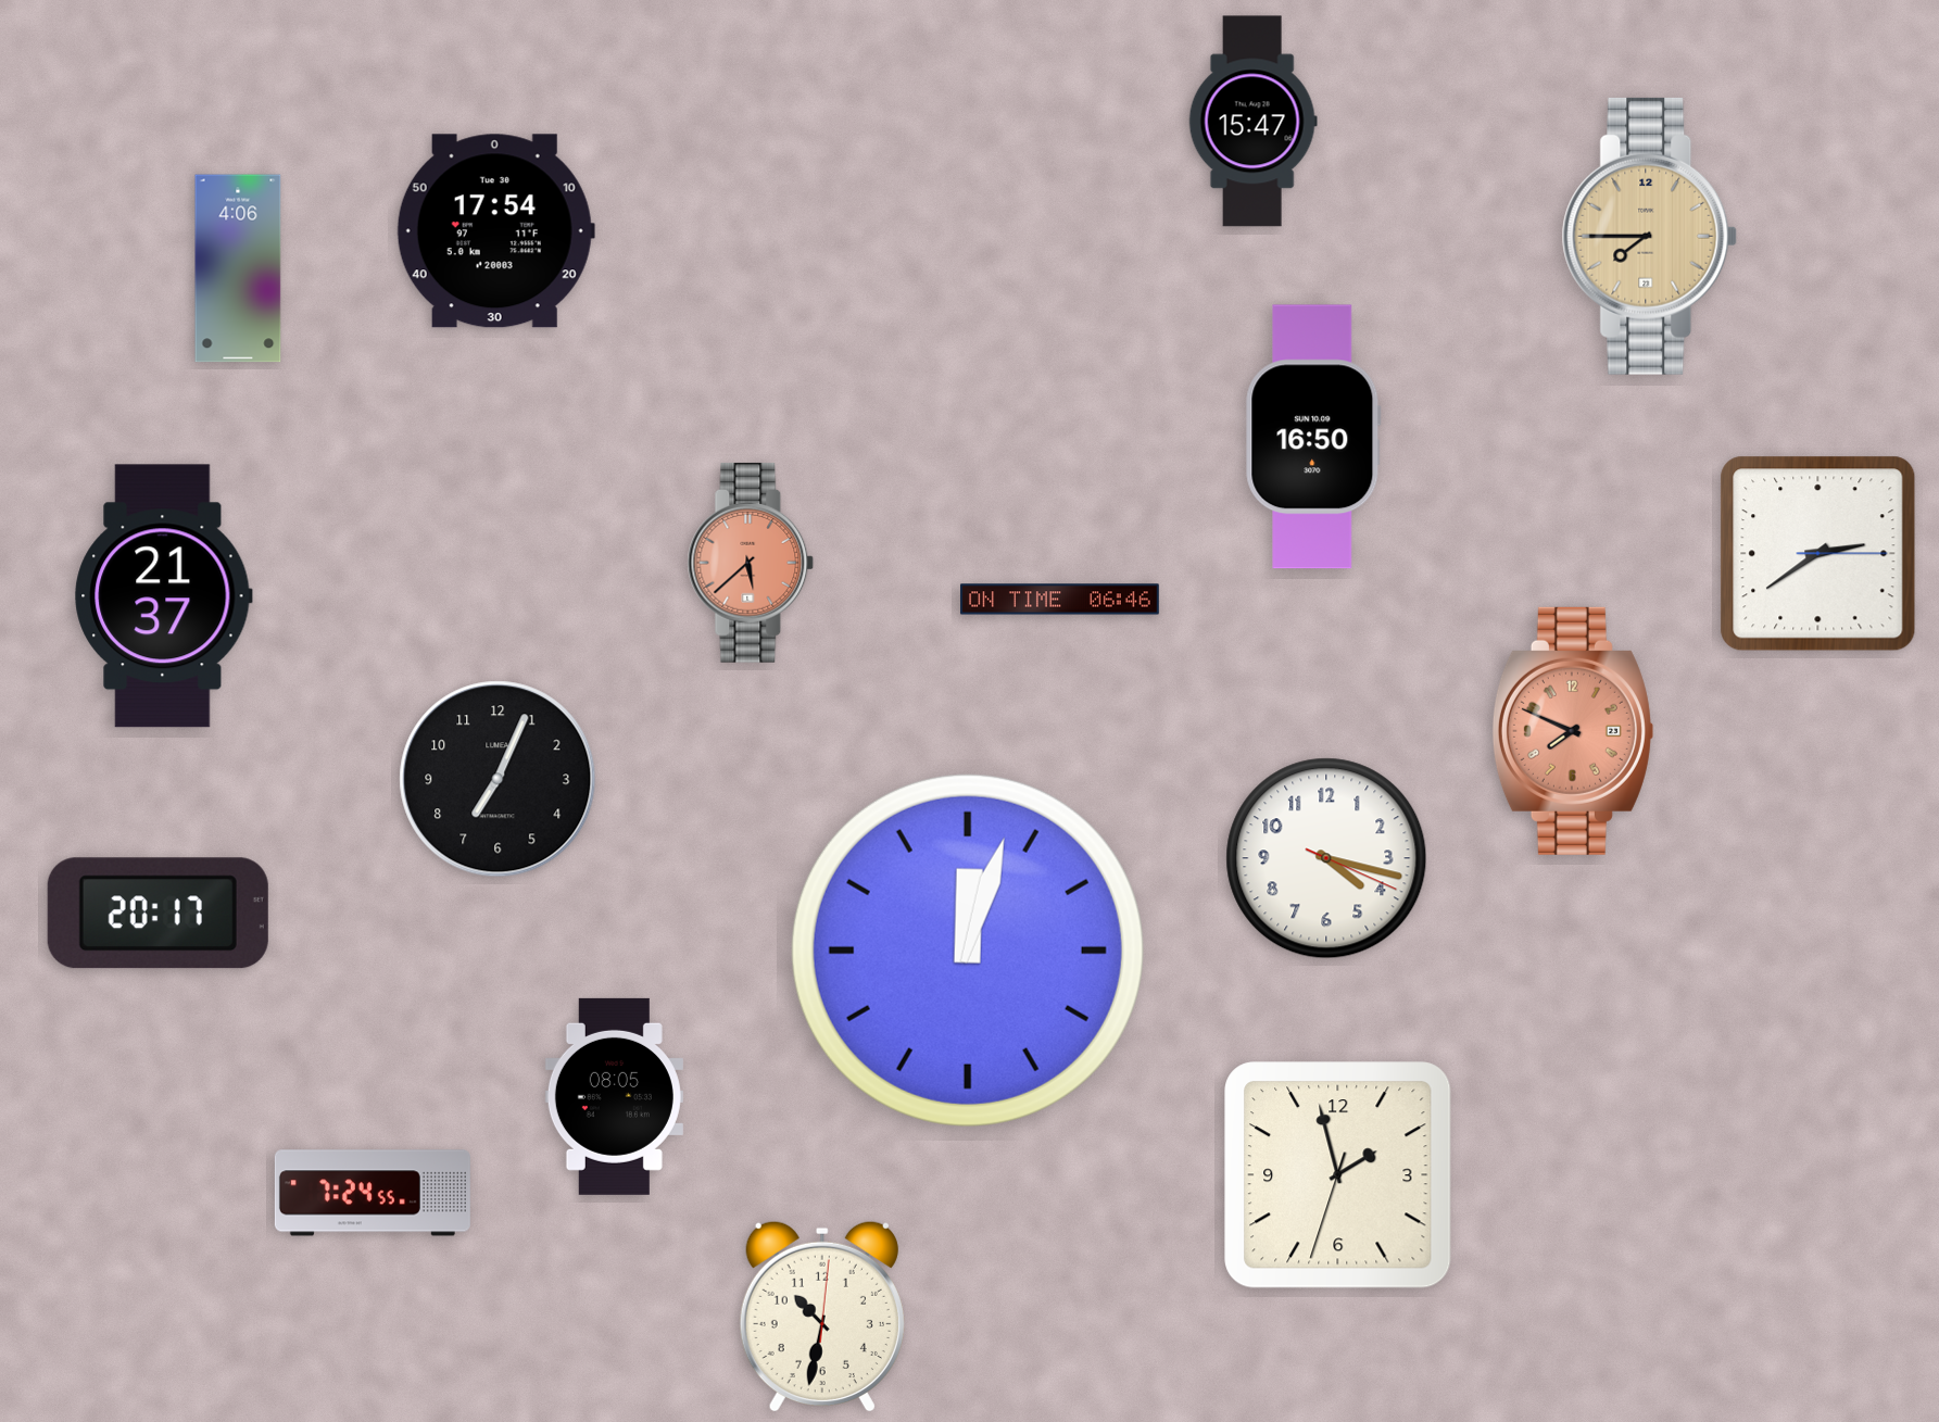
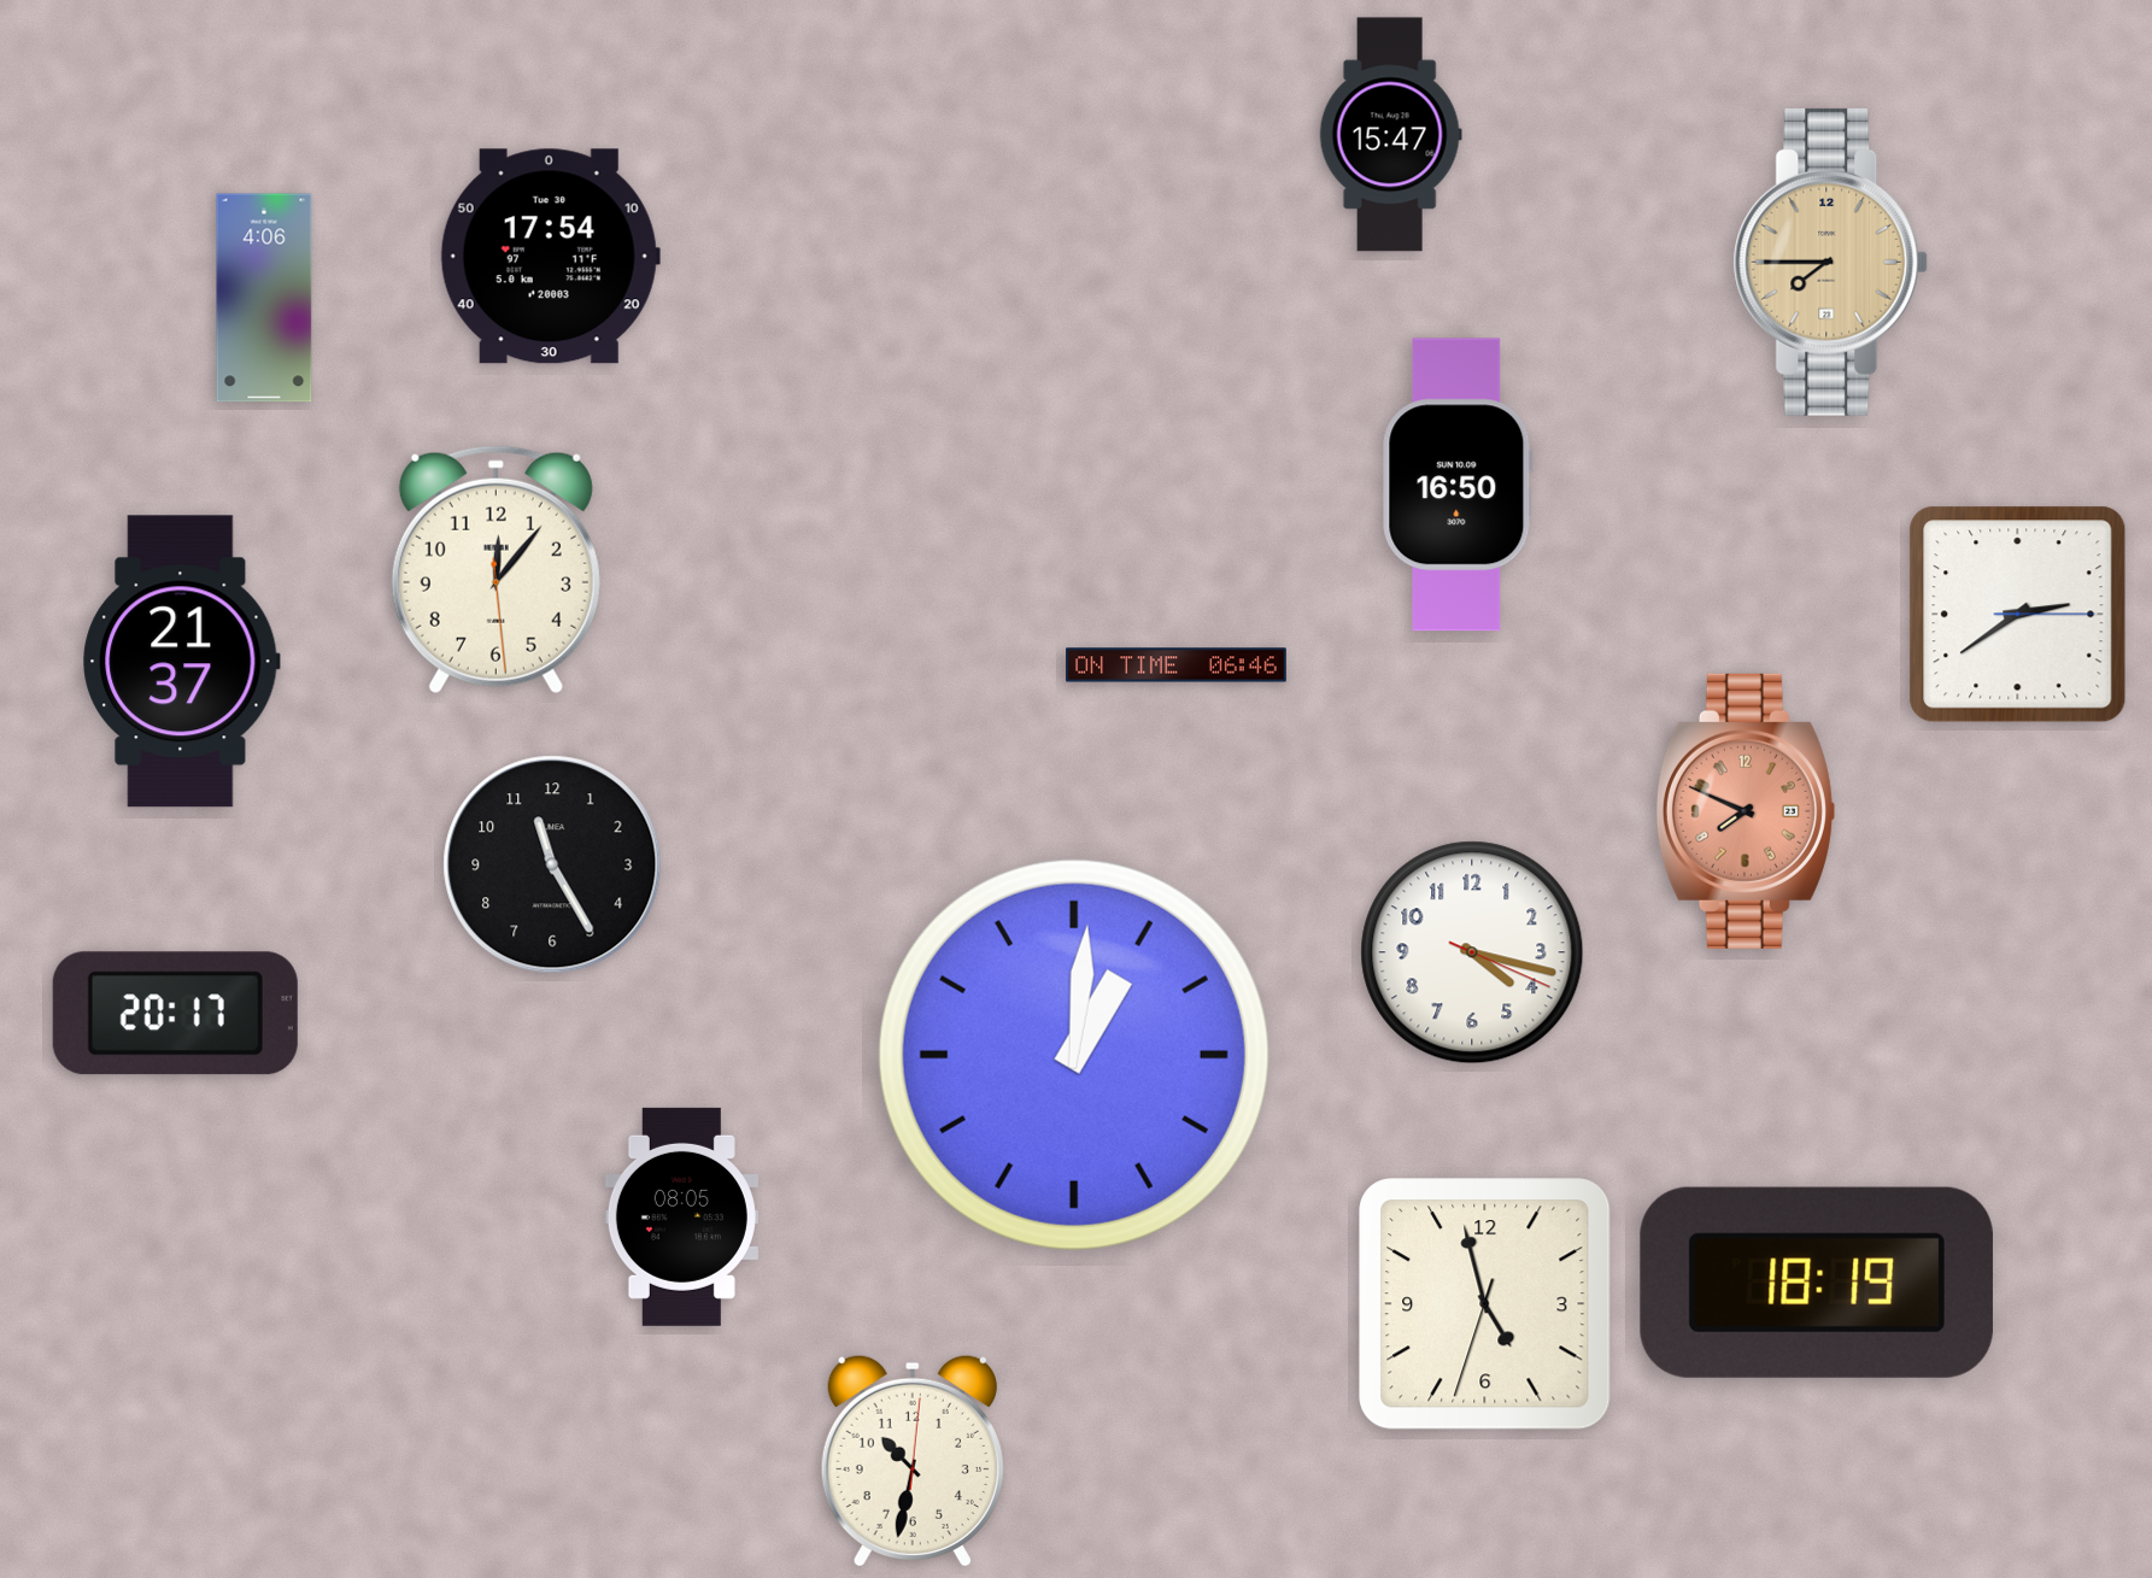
clock at (496, 570): none -> 12:06
clock at (751, 563): 5:38 -> none
clock at (498, 779): 7:04 -> 11:25
clock at (968, 951): 12:03 -> 1:01
clock at (1817, 1283): none -> 18:19
clock at (1338, 1175): 1:57 -> 4:57
clock at (373, 1193): 7:24 -> none
